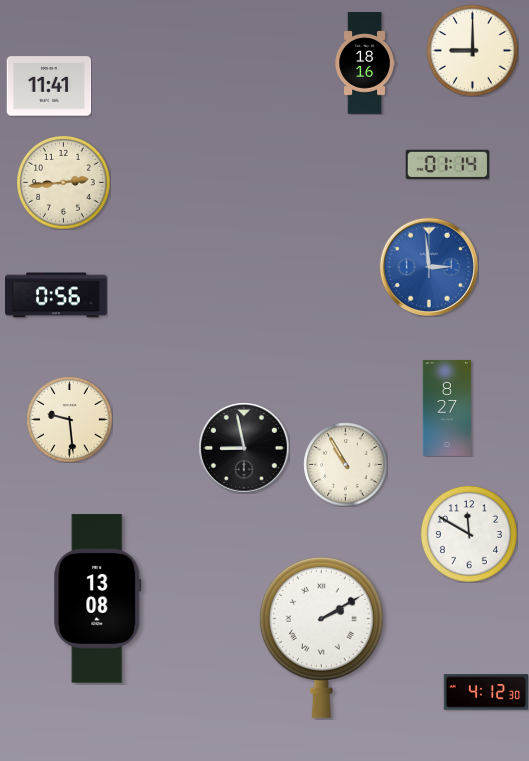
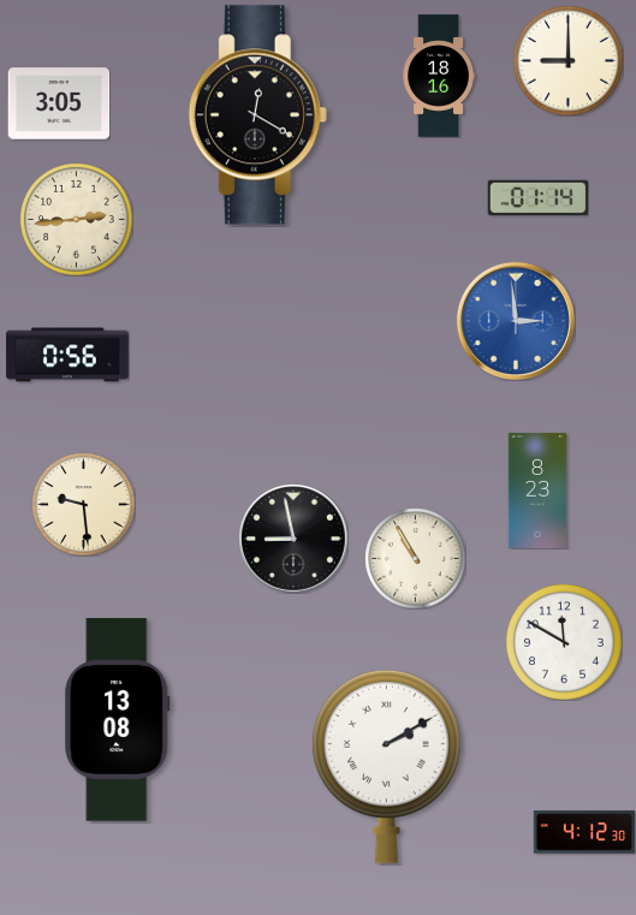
clock at (49, 86): 11:41 -> 3:05
clock at (257, 115): none -> 12:20
clock at (447, 408): 8:27 -> 8:23
